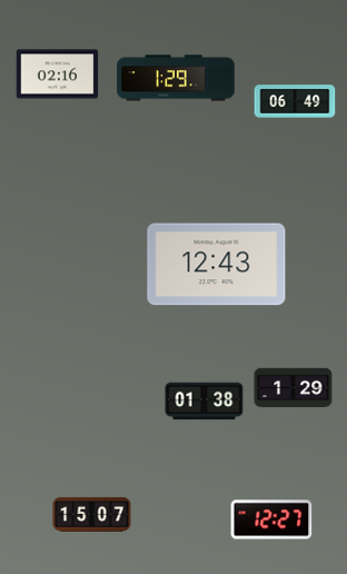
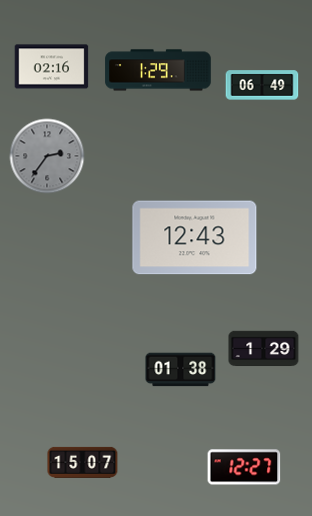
clock at (295, 101) position: (295, 101) -> (262, 85)
clock at (47, 156): none -> 2:36
clock at (205, 402) position: (205, 402) -> (181, 370)
